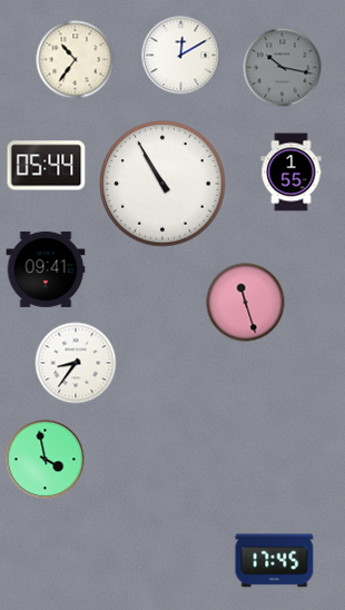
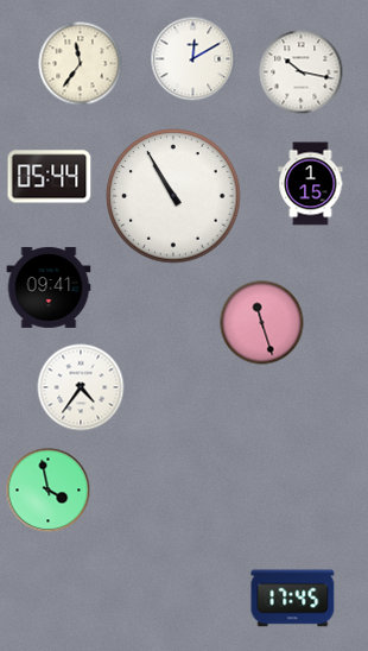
clock at (76, 60): 10:36 -> 11:36
clock at (283, 68) dial: grey -> white
clock at (292, 173): 1:55 -> 1:15
clock at (76, 363): 8:36 -> 4:36
